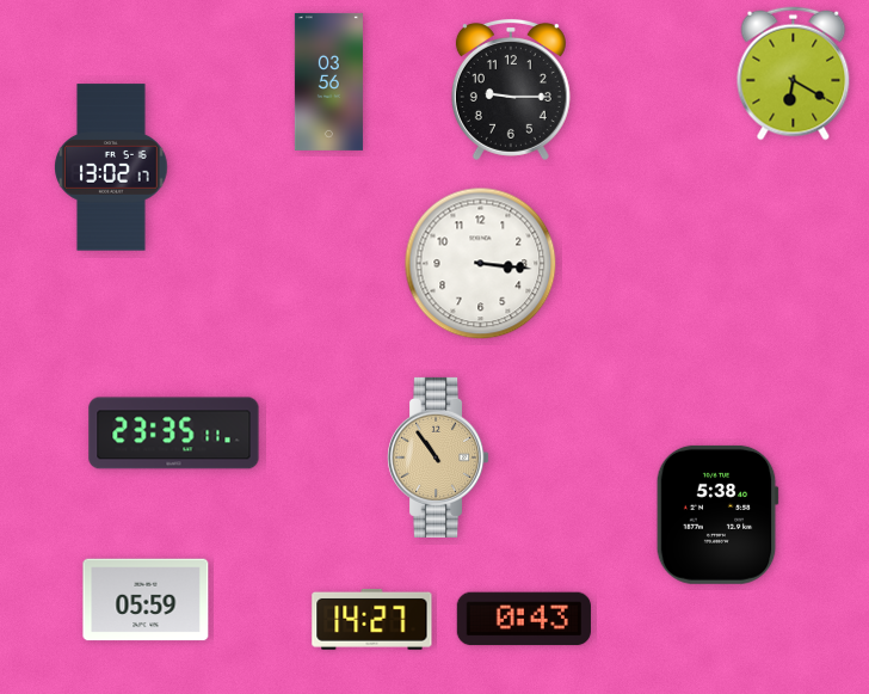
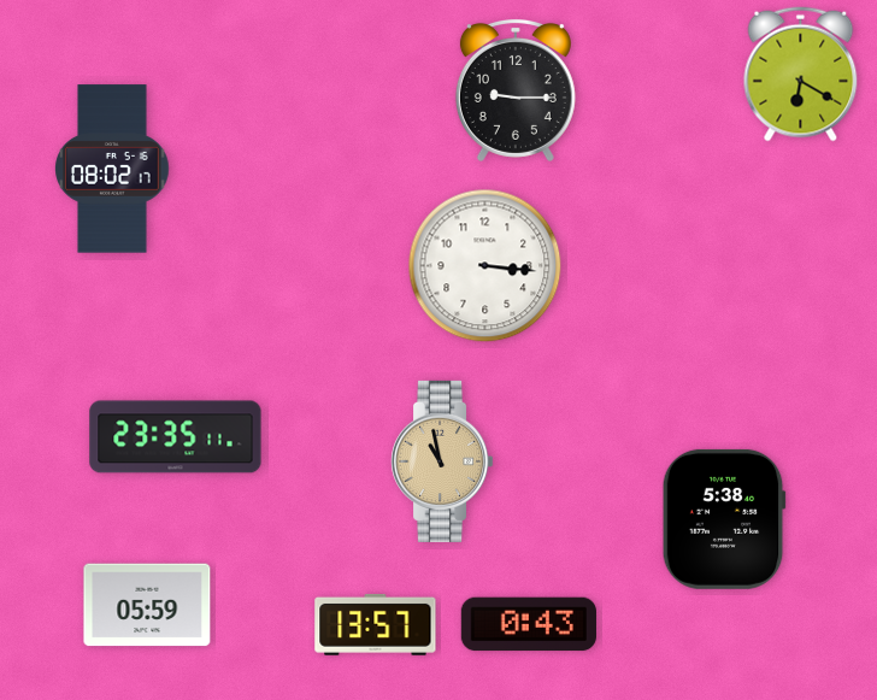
clock at (328, 81): 03:56 -> none
clock at (111, 167): 13:02 -> 08:02
clock at (439, 457): 10:54 -> 10:58
clock at (372, 619): 14:27 -> 13:57
